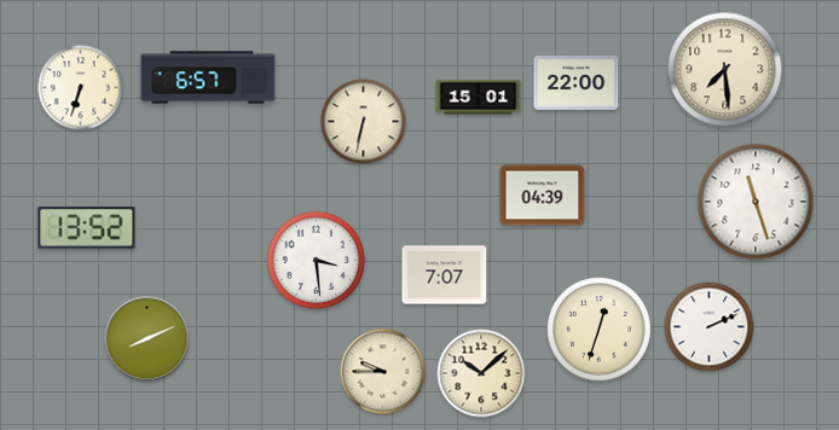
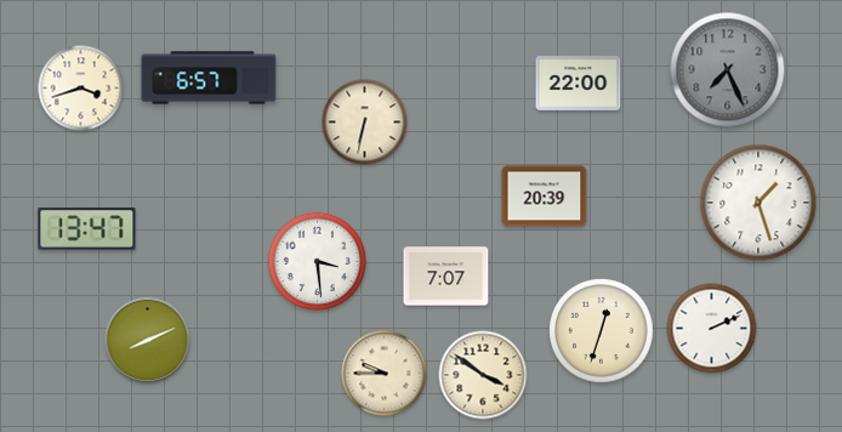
clock at (725, 70): 7:29 -> 7:26
clock at (725, 70) dial: cream -> grey
clock at (81, 88): 6:33 -> 3:42
clock at (479, 98): 15:01 -> none
clock at (543, 196): 04:39 -> 20:39
clock at (756, 202): 11:27 -> 1:27
clock at (87, 228): 13:52 -> 13:47
clock at (481, 373): 10:08 -> 3:51
